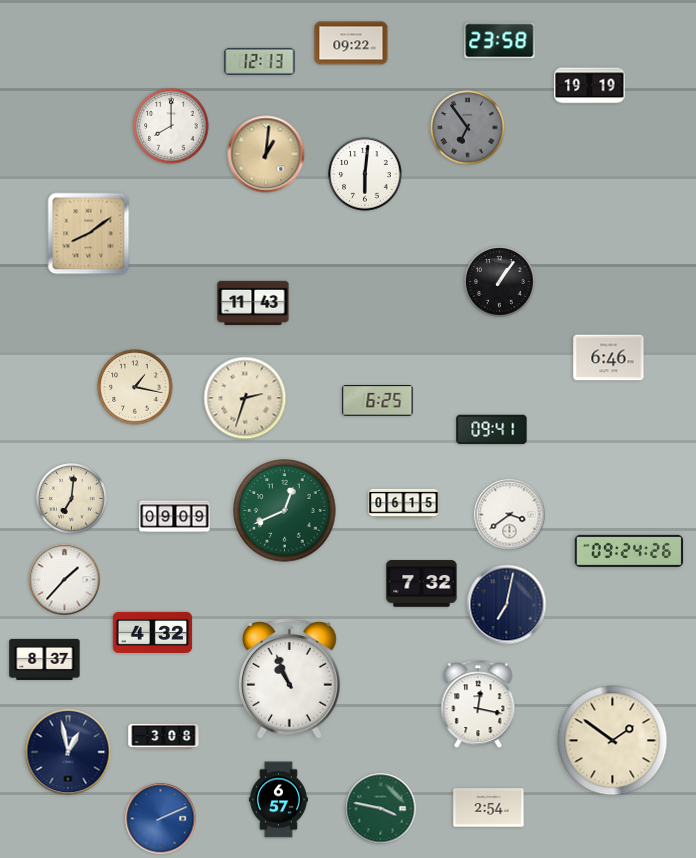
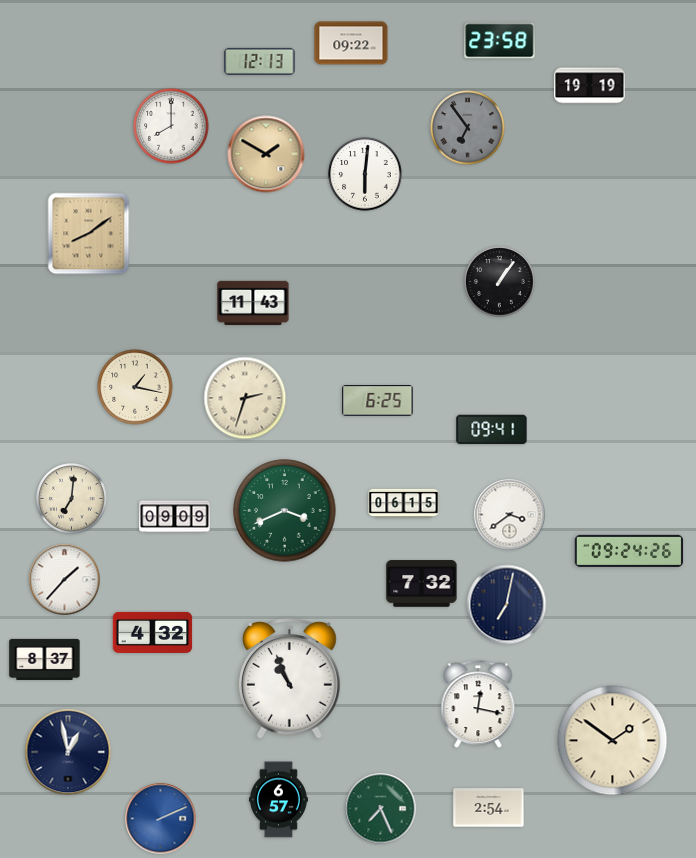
clock at (266, 154): 1:01 -> 1:50
clock at (609, 358): 6:46 -> none
clock at (285, 511): 12:41 -> 3:41
clock at (164, 736): 3:08 -> none
clock at (381, 809): 3:47 -> 7:26
